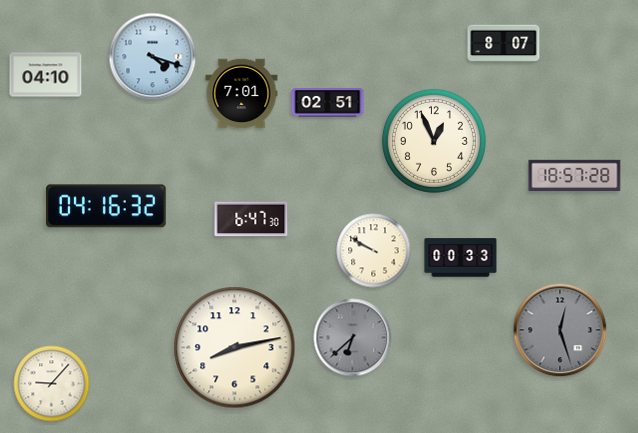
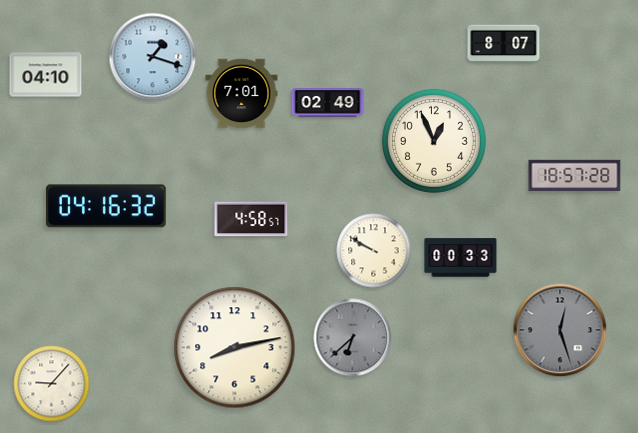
clock at (153, 57): 4:18 -> 1:18
clock at (328, 103): 02:51 -> 02:49
clock at (251, 219): 6:47 -> 4:58
